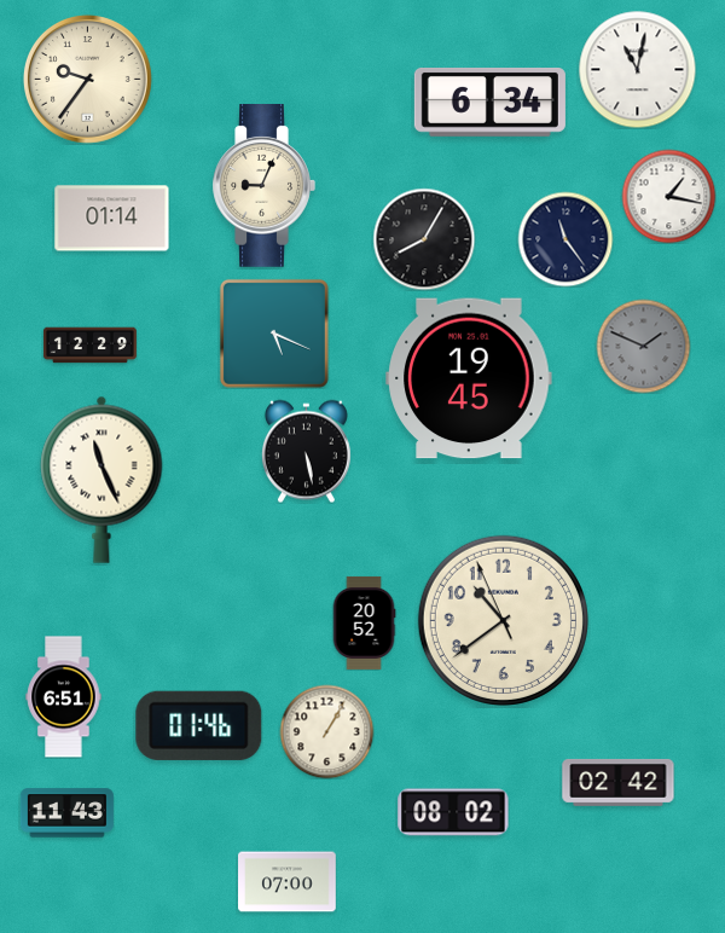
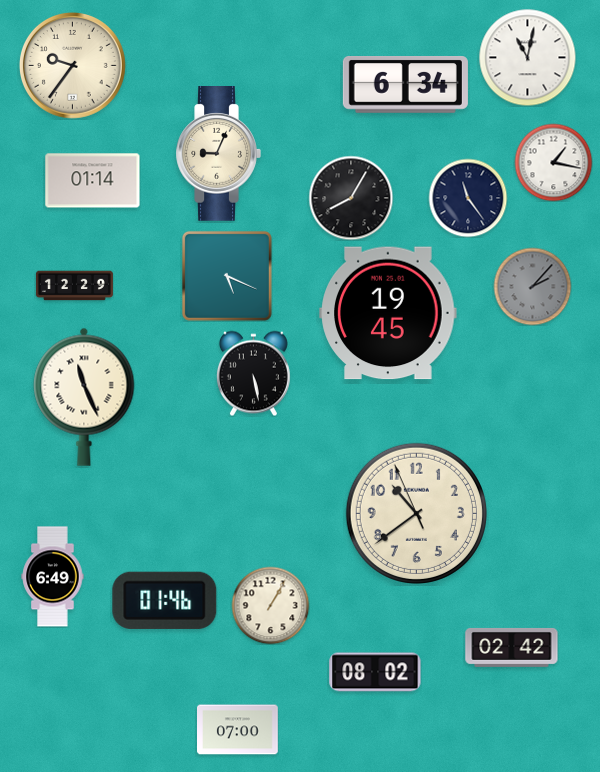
clock at (643, 346): 1:49 -> 2:07
clock at (364, 622): 20:52 -> none
clock at (64, 697): 6:51 -> 6:49
clock at (66, 813): 11:43 -> none
